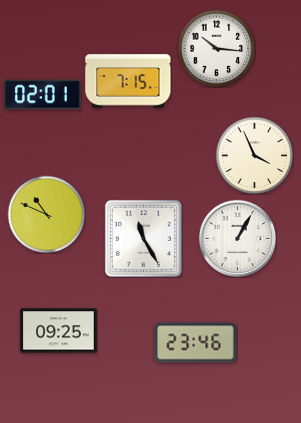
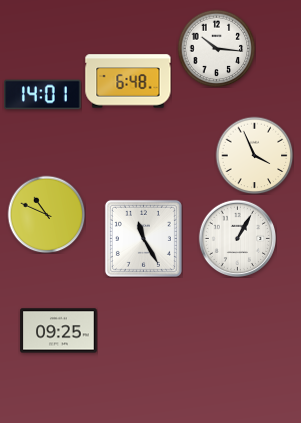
clock at (128, 81): 7:15 -> 6:48
clock at (43, 95): 02:01 -> 14:01
clock at (196, 343): 23:46 -> none
